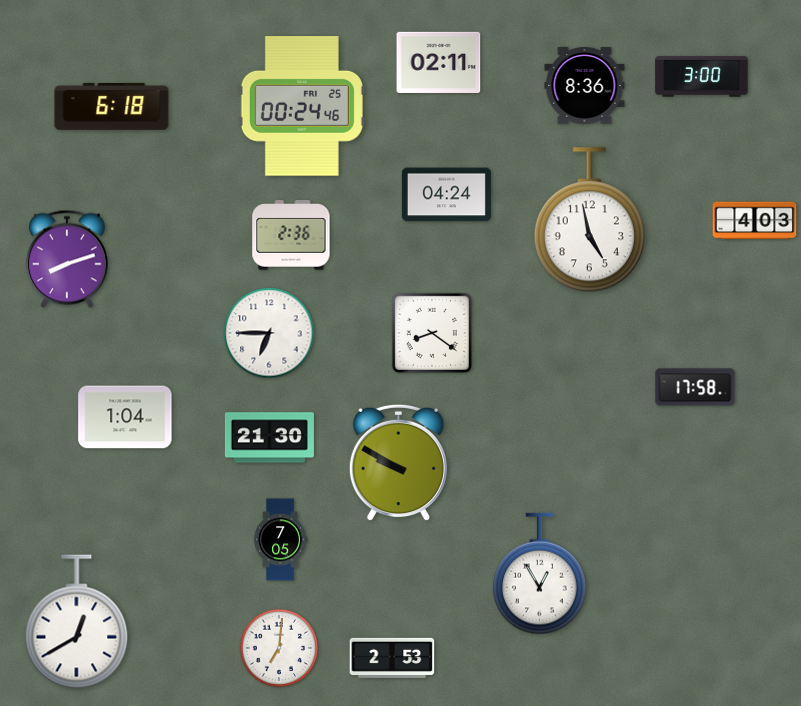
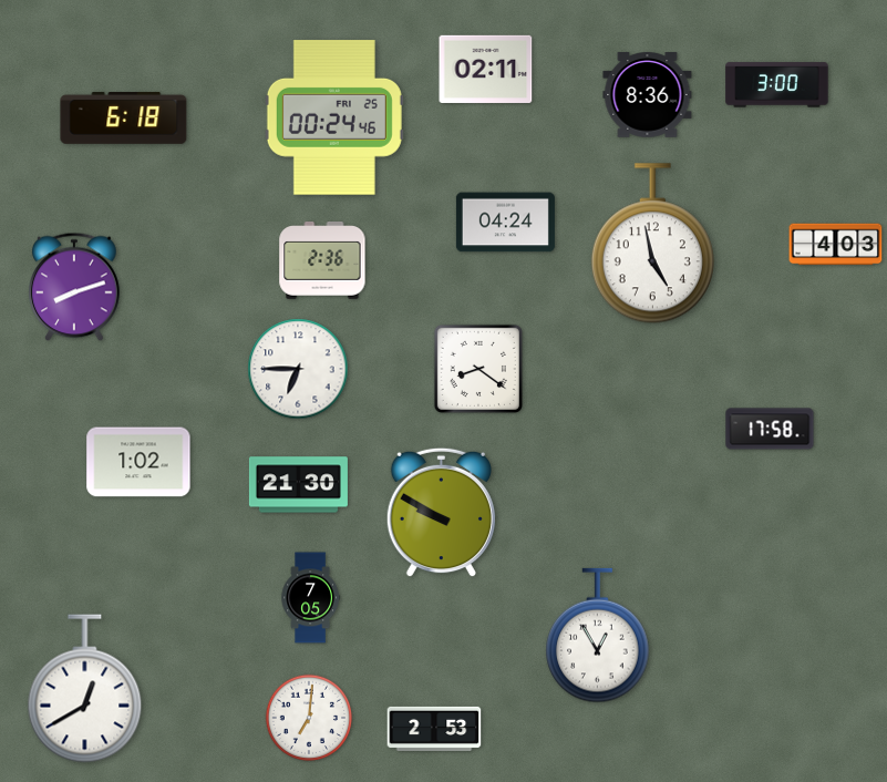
clock at (446, 195) position: (446, 195) -> (505, 223)
clock at (125, 417): 1:04 -> 1:02
